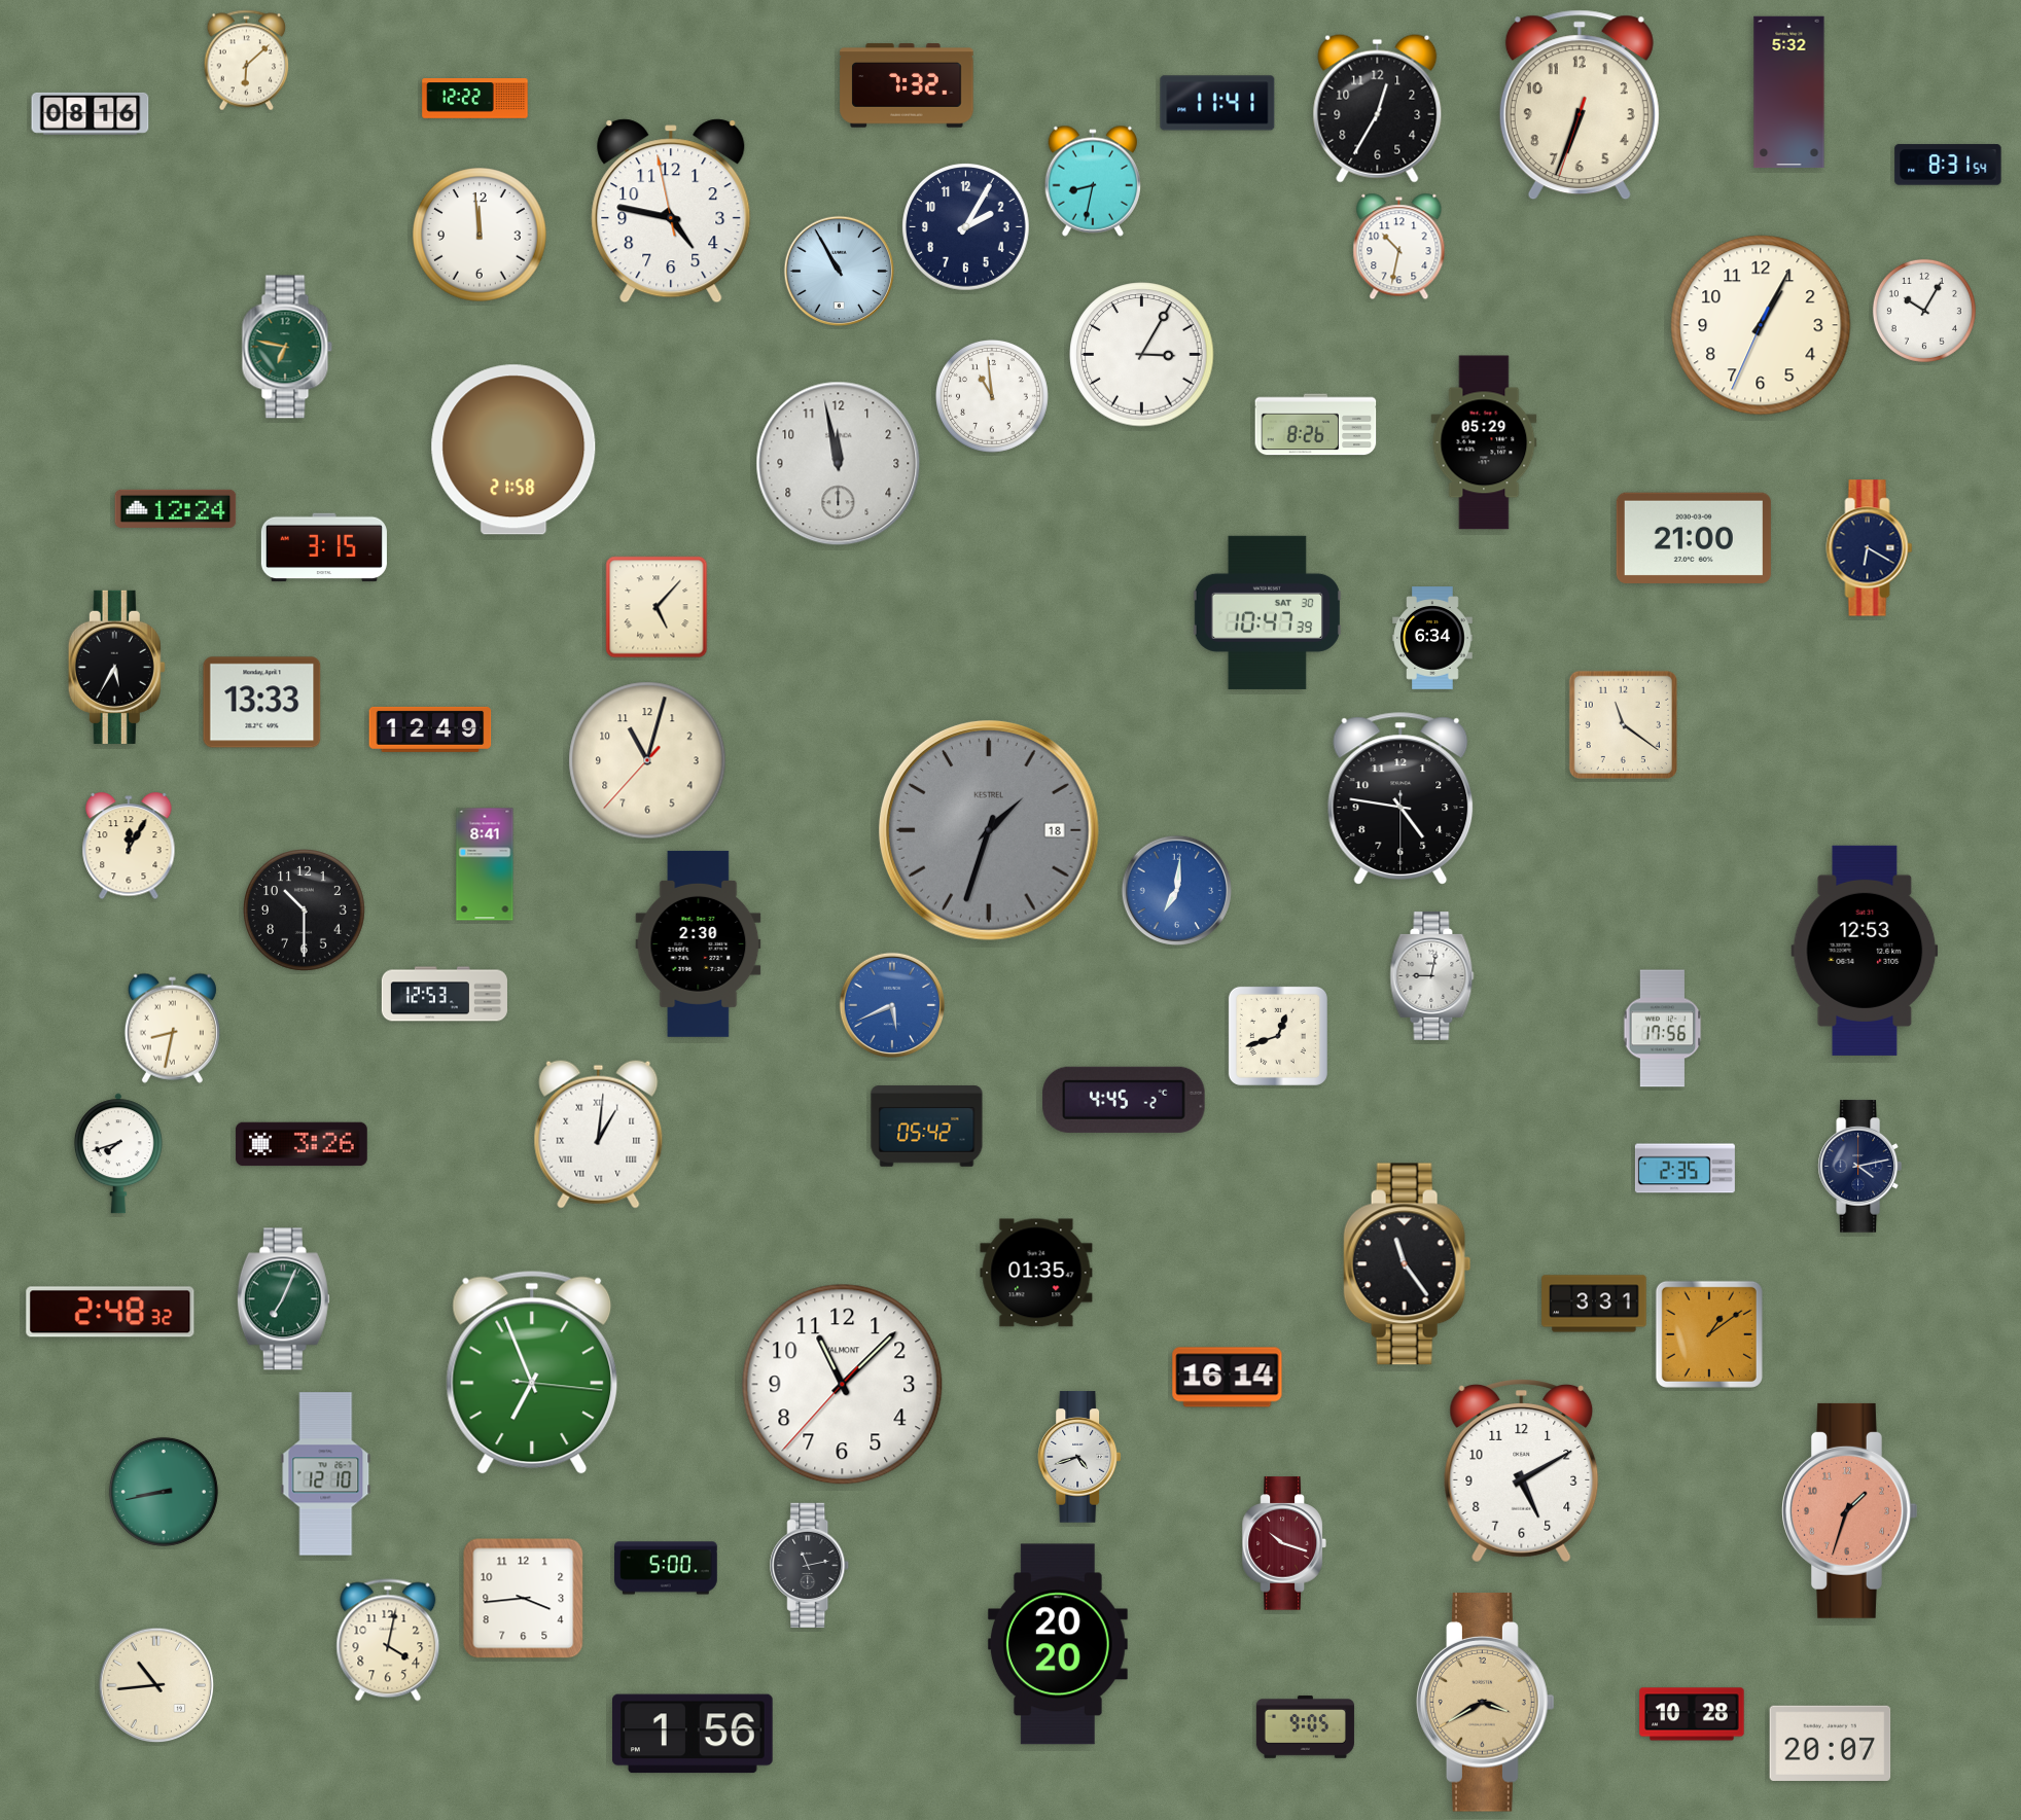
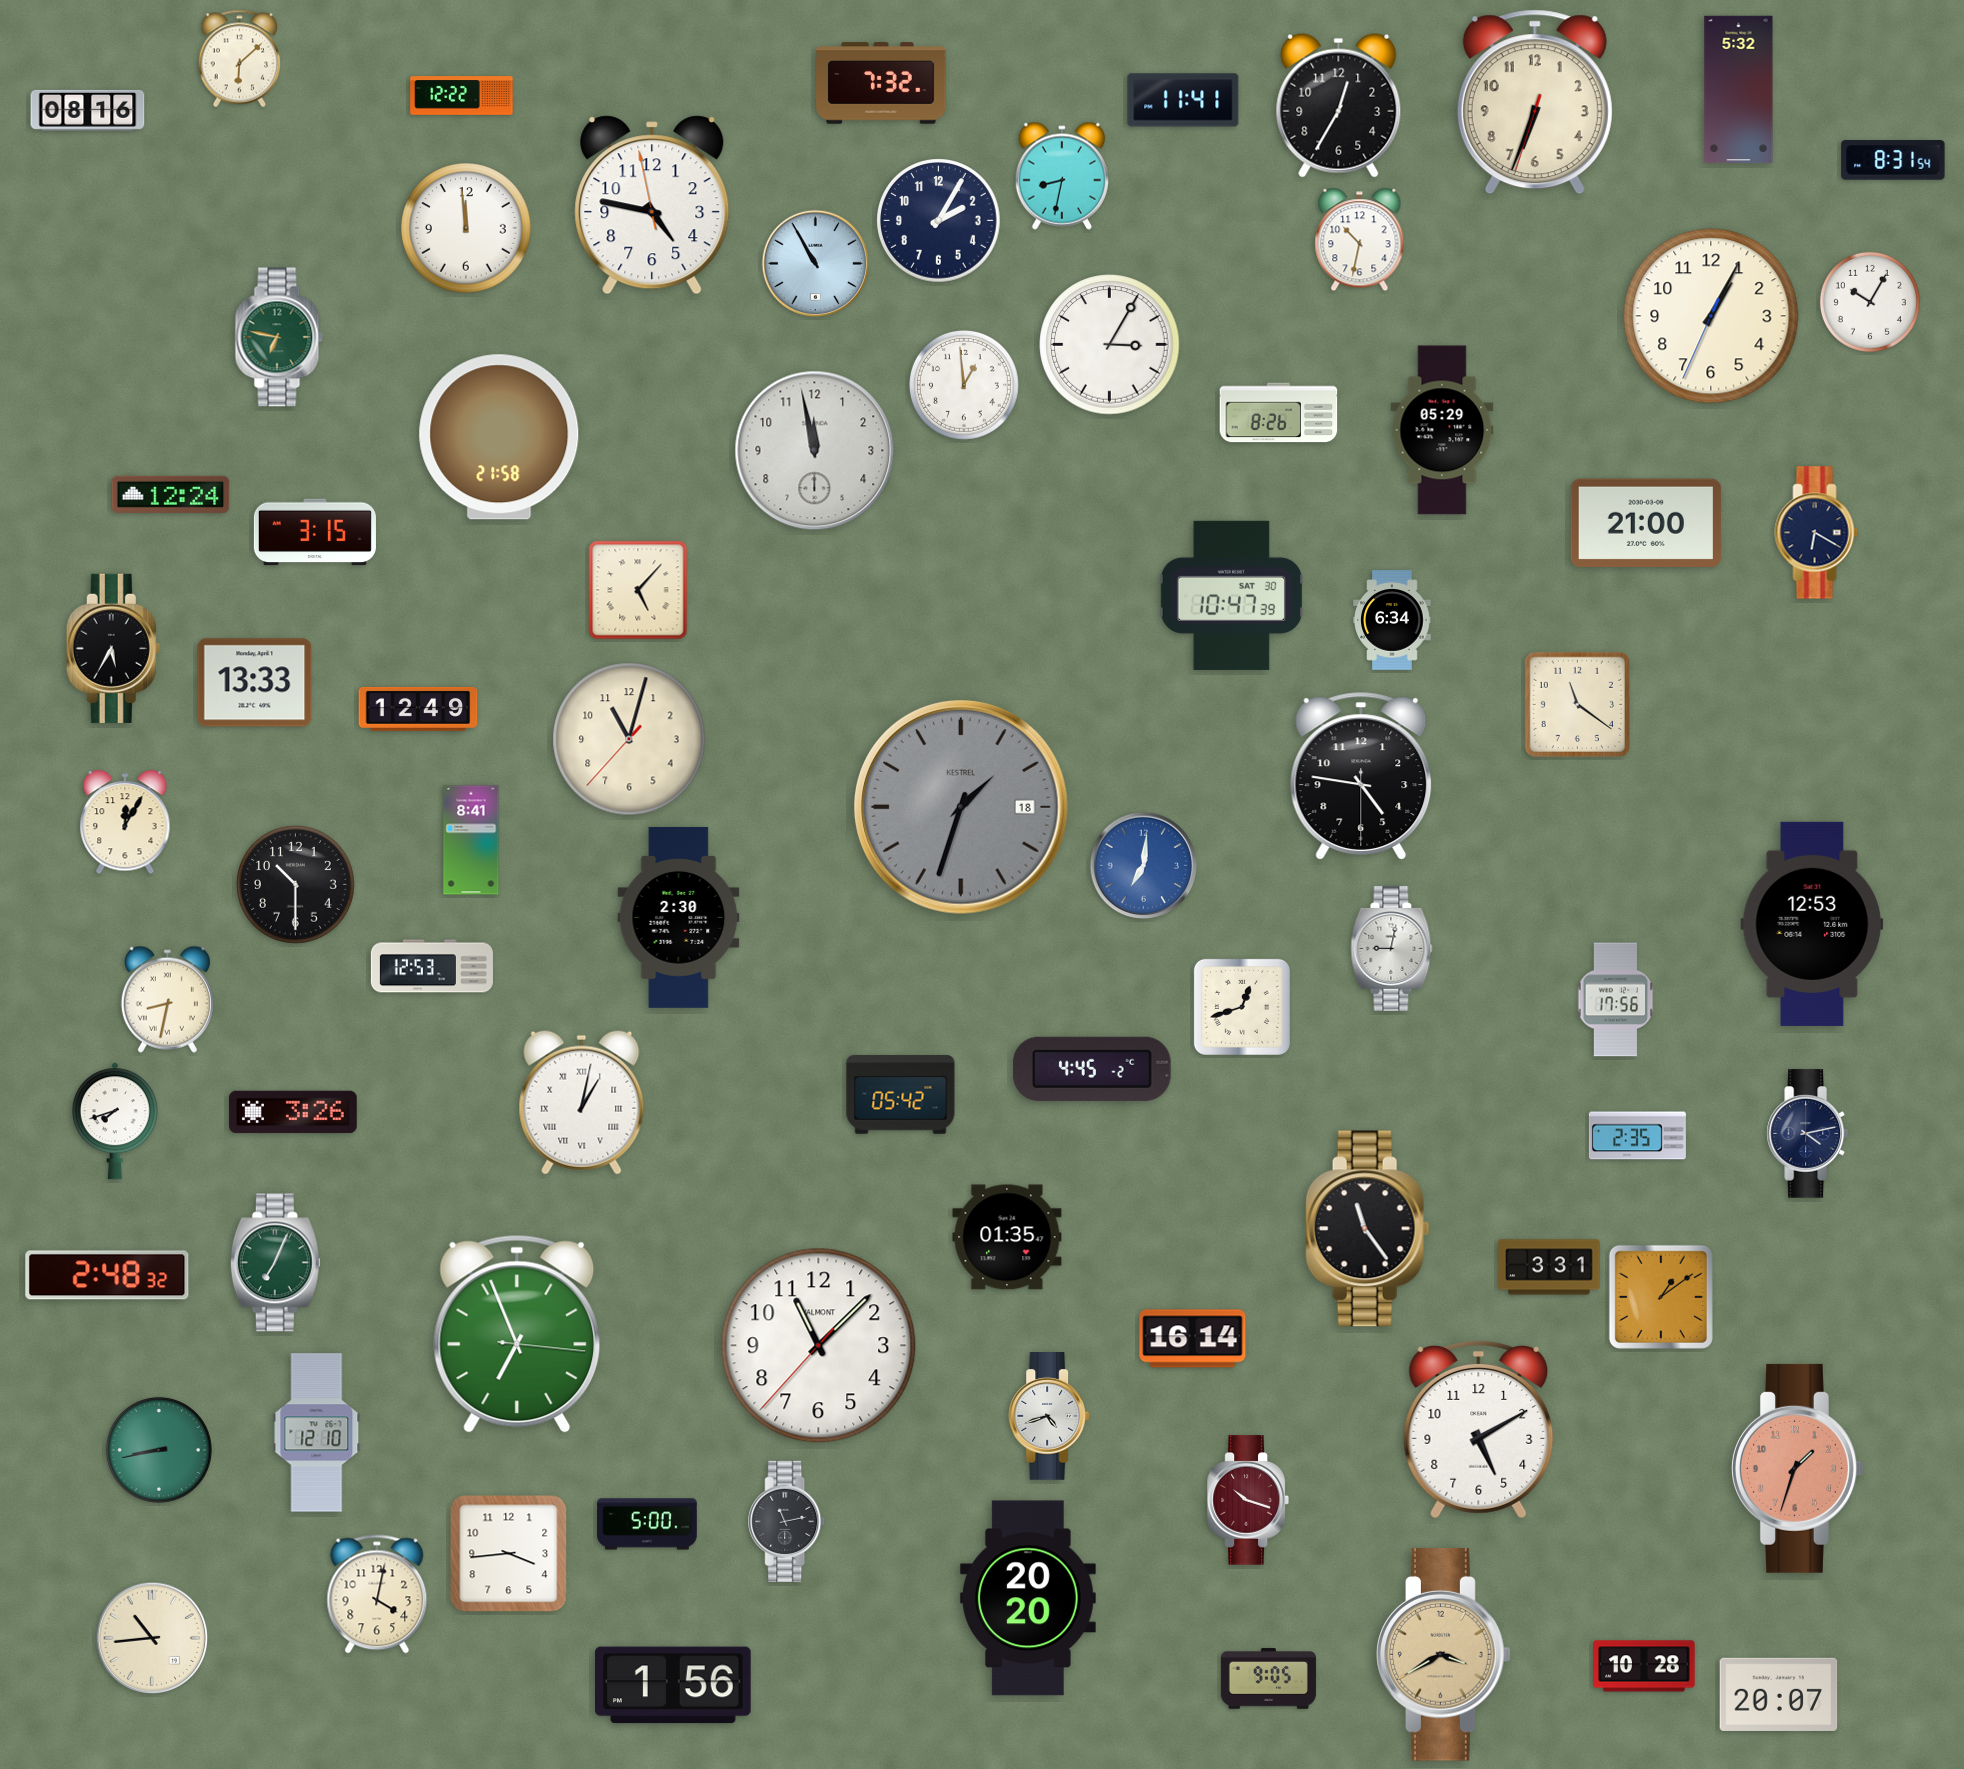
clock at (992, 396): 10:59 -> 12:59
clock at (891, 1004): 5:41 -> none
clock at (599, 1134): 1:01 -> 1:02
